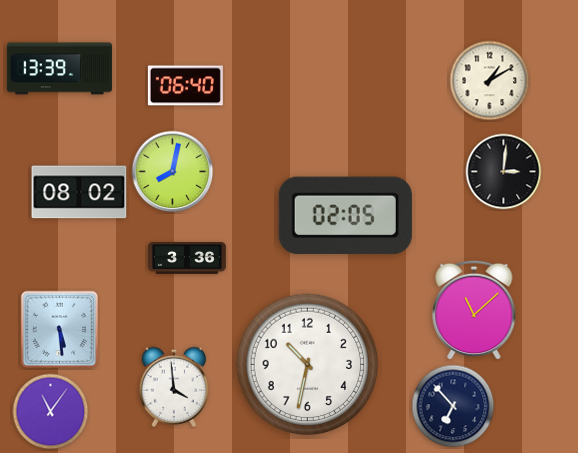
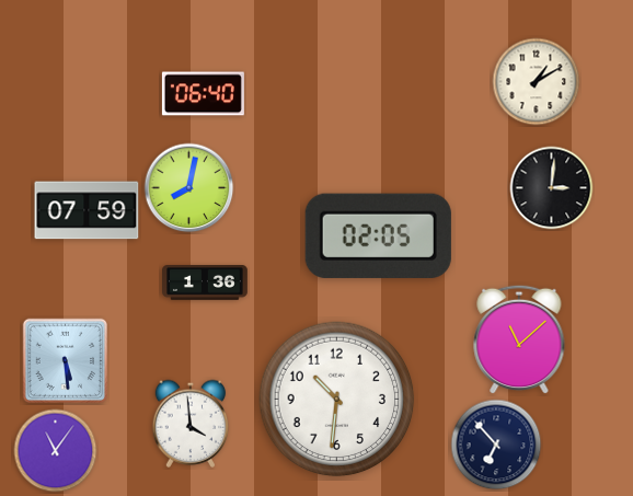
clock at (59, 69): 13:39 -> none
clock at (490, 81) position: (490, 81) -> (537, 82)
clock at (79, 192): 08:02 -> 07:59
clock at (188, 259): 3:36 -> 1:36
clock at (308, 365): 10:32 -> 10:31
